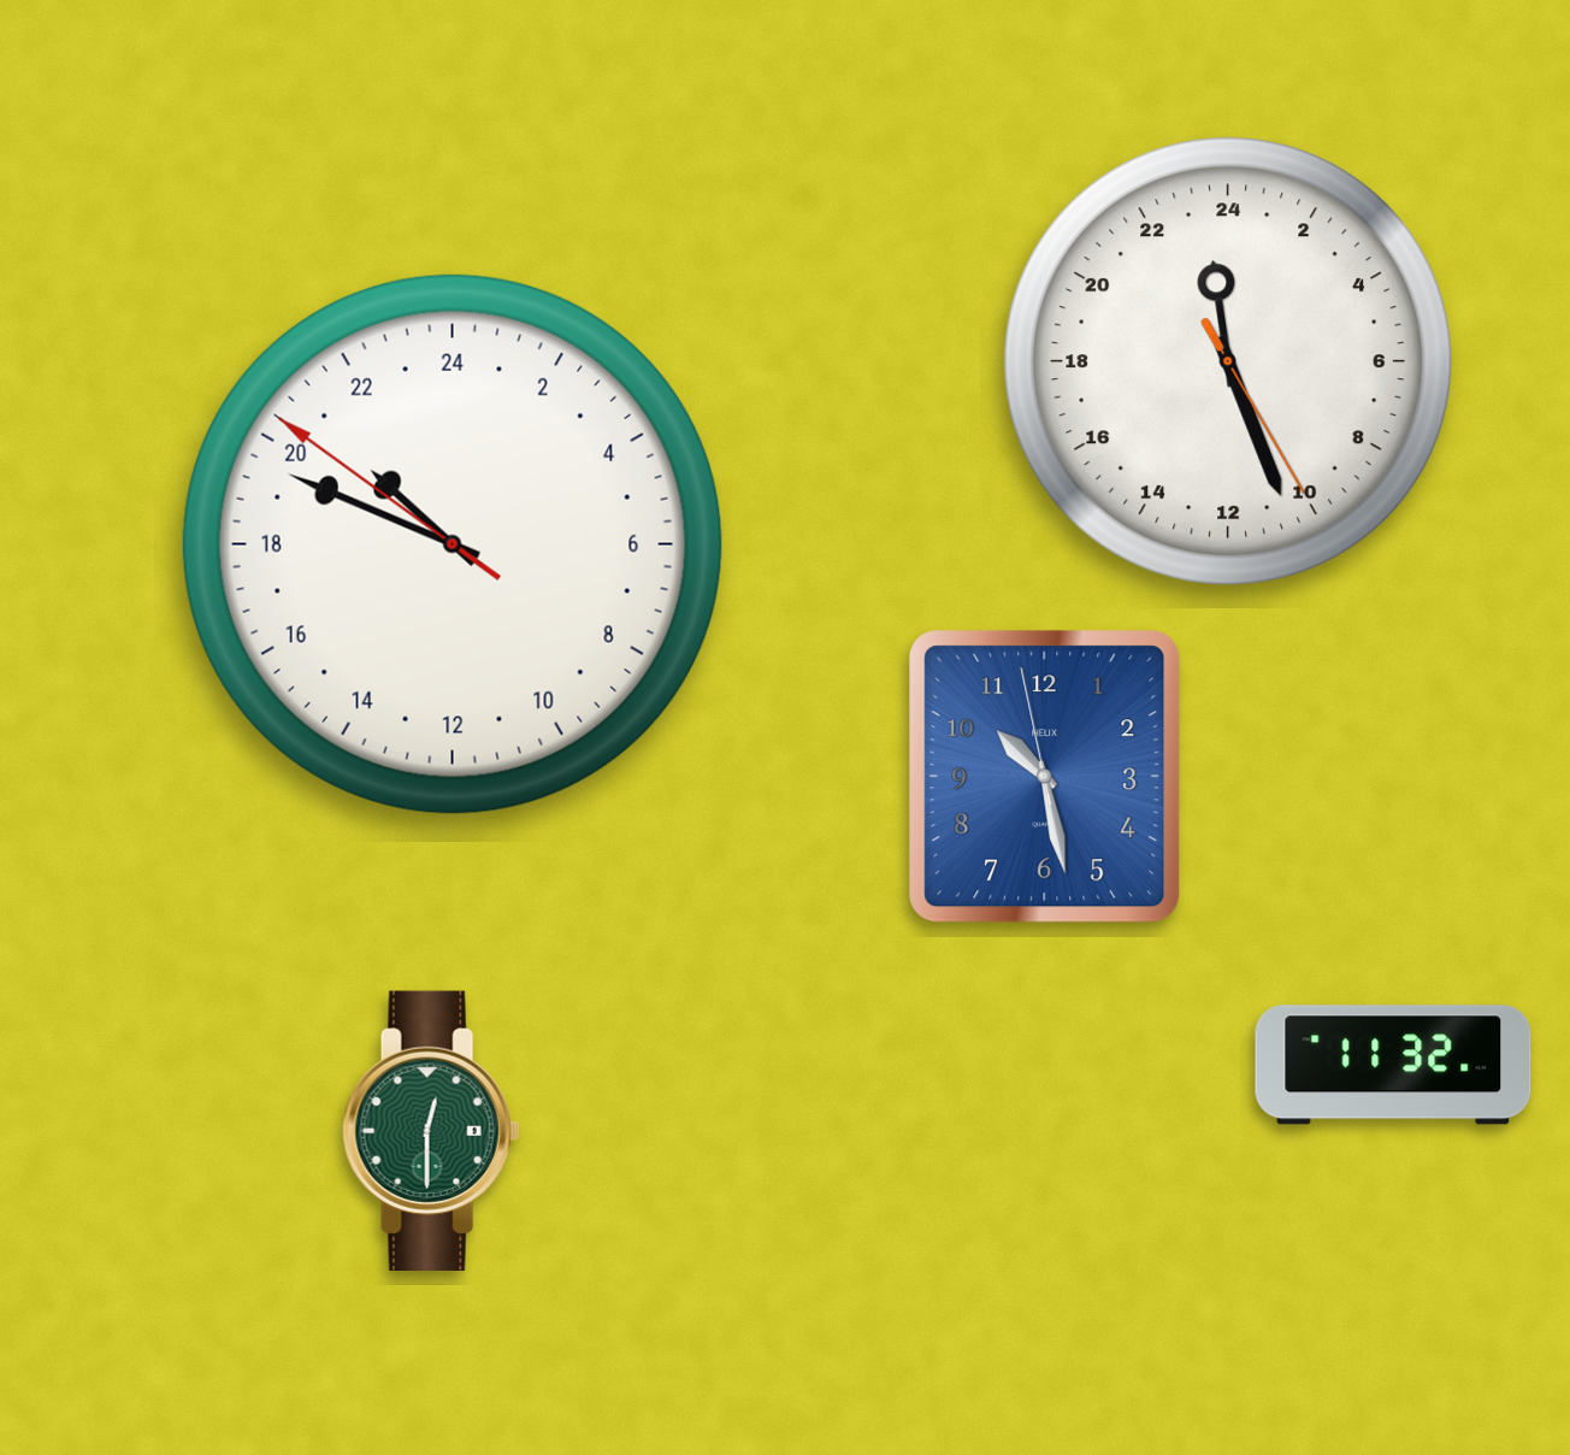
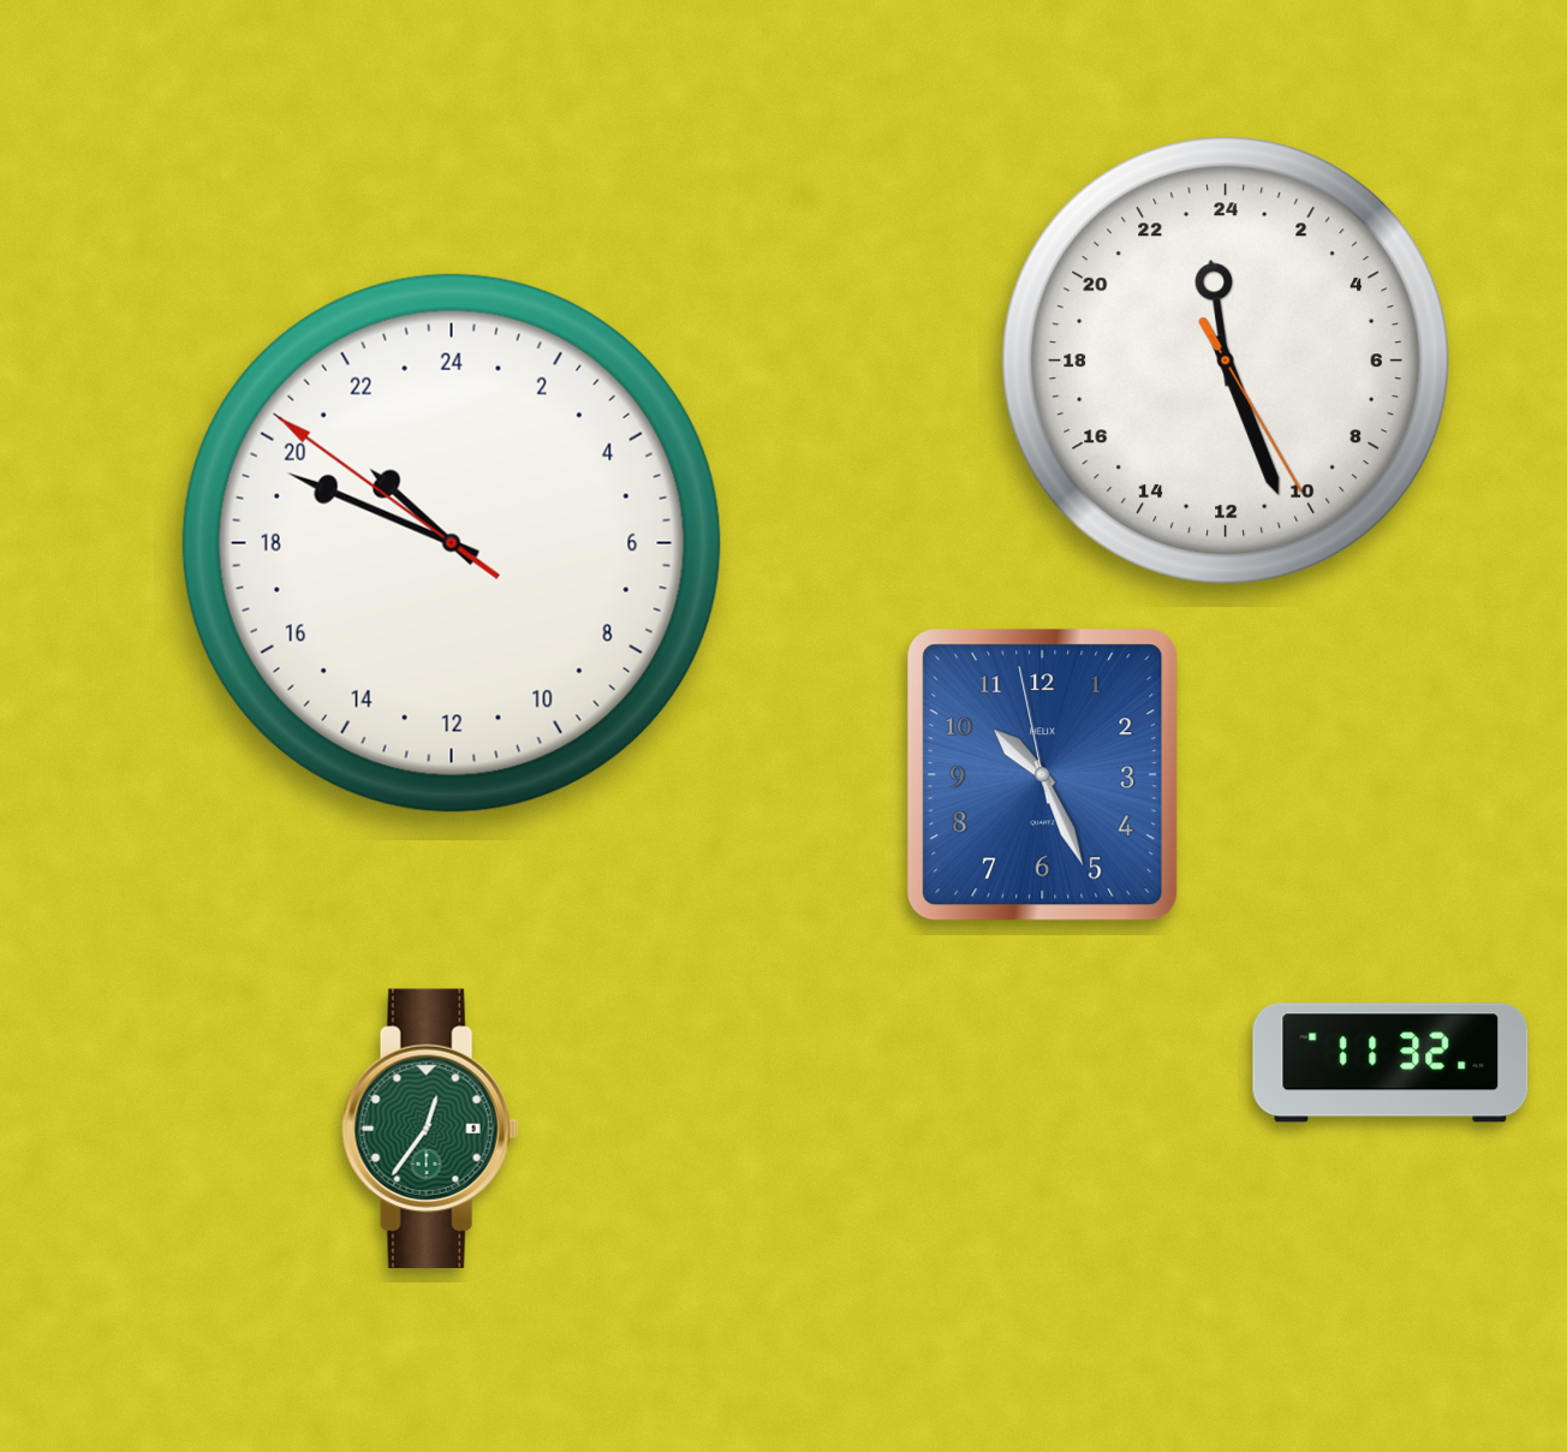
clock at (1045, 777): 10:27 -> 10:25
clock at (431, 1130): 12:30 -> 12:36
